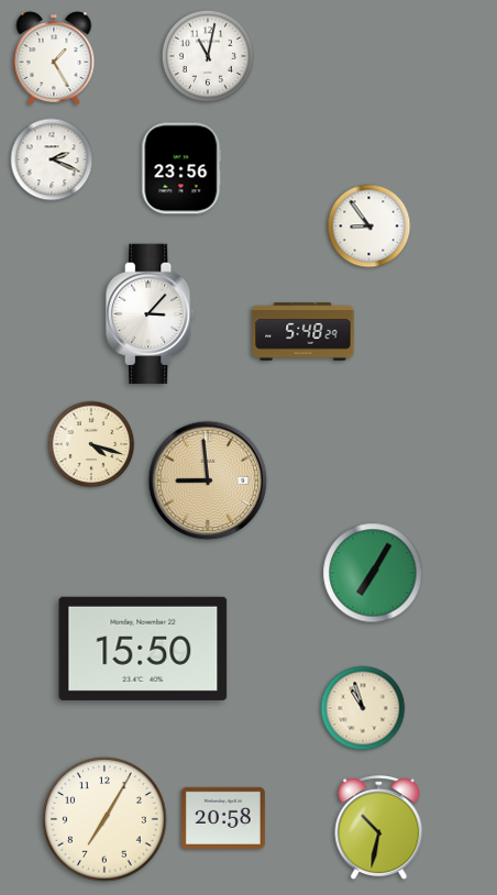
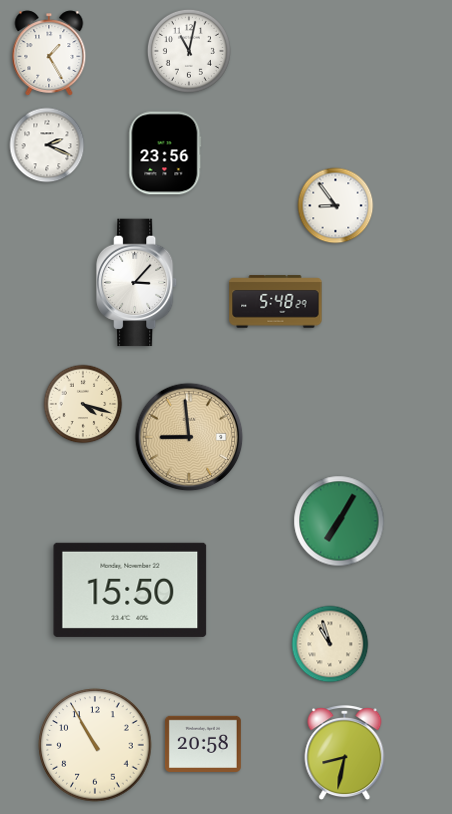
clock at (151, 314) position: (151, 314) -> (137, 283)
clock at (104, 819): 7:05 -> 10:55
clock at (379, 828): 10:32 -> 8:32
